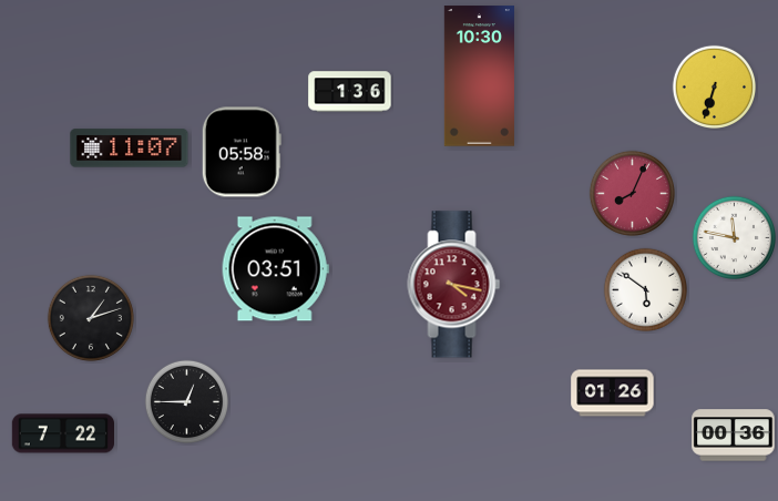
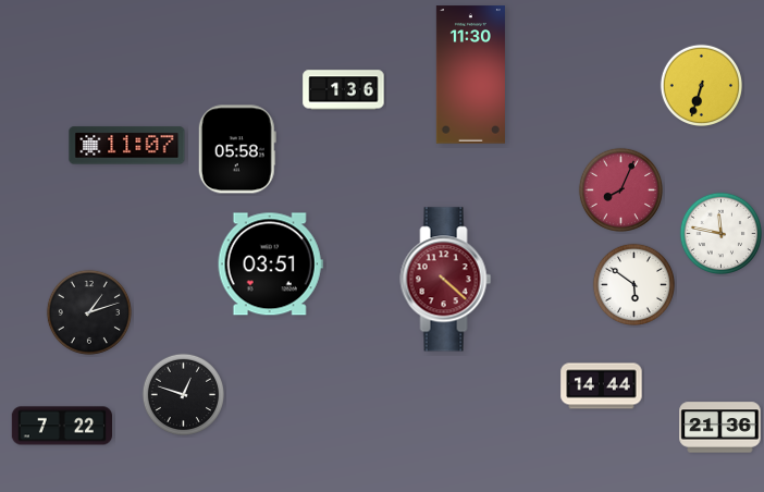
clock at (479, 76): 10:30 -> 11:30
clock at (454, 285): 4:17 -> 4:22
clock at (613, 393): 01:26 -> 14:44
clock at (186, 401): 12:45 -> 12:48
clock at (734, 436): 00:36 -> 21:36
